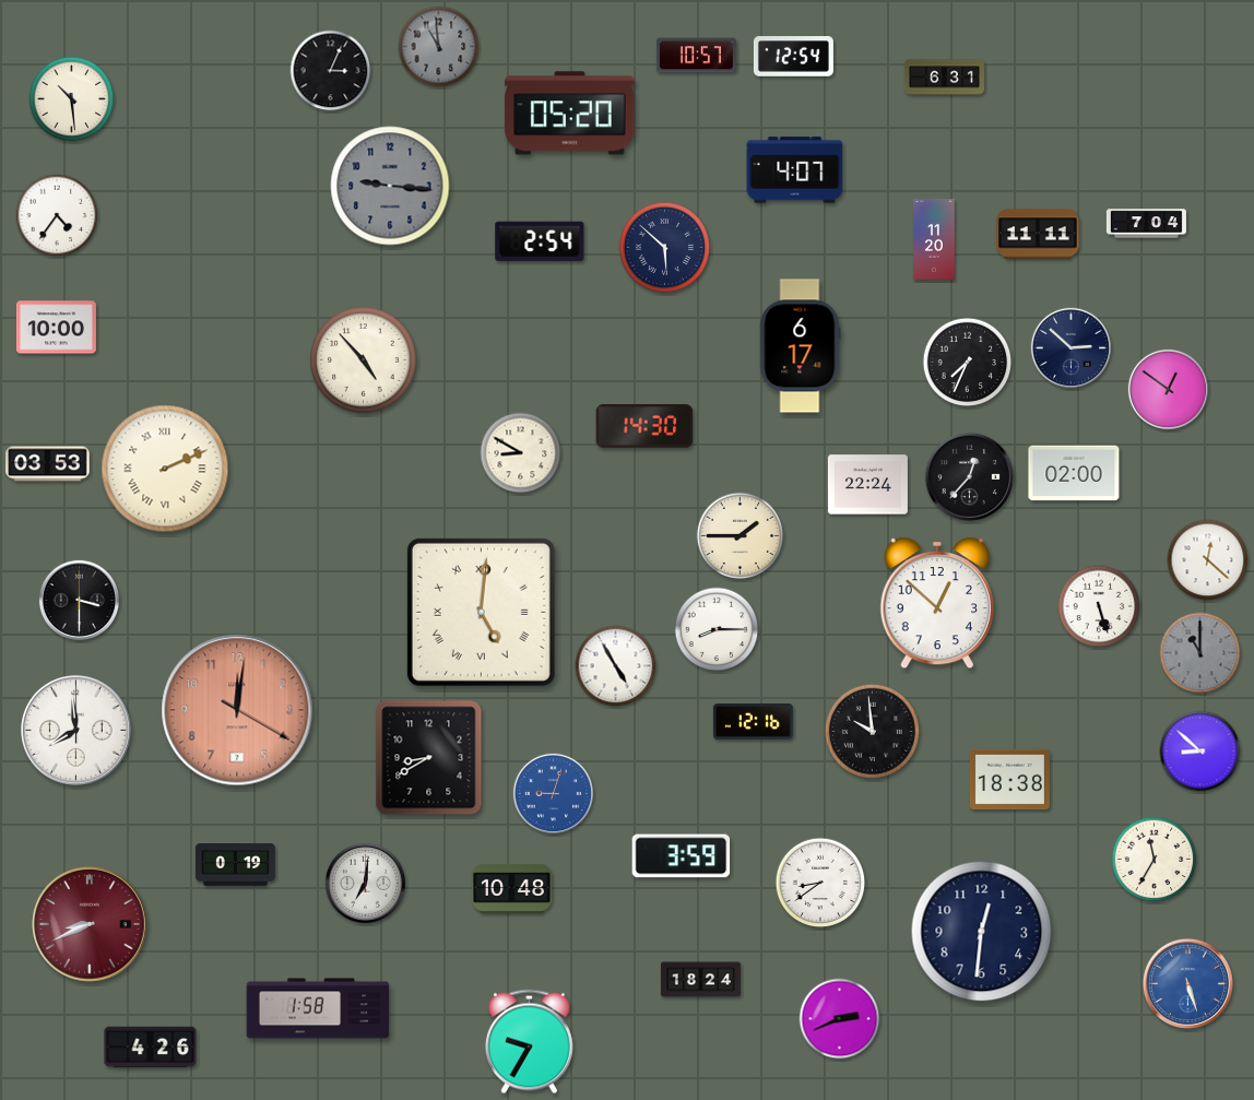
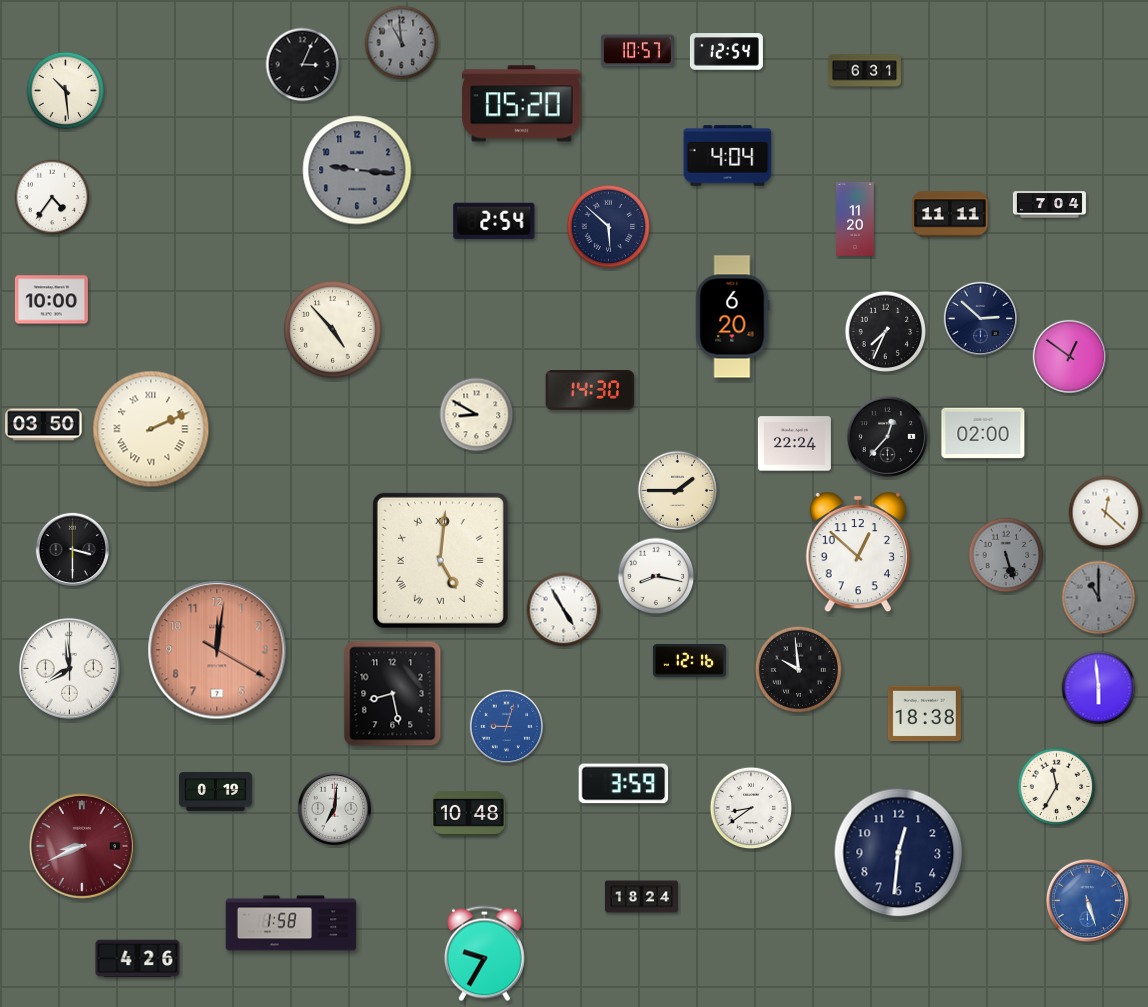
clock at (795, 170): 4:07 -> 4:04
clock at (800, 346): 6:17 -> 6:20
clock at (48, 464): 03:53 -> 03:50
clock at (1099, 606) dial: white -> grey
clock at (717, 629): 8:15 -> 8:17
clock at (1200, 752): 8:52 -> 5:59
clock at (429, 758): 8:40 -> 8:28
clock at (840, 1019): 2:41 -> none
